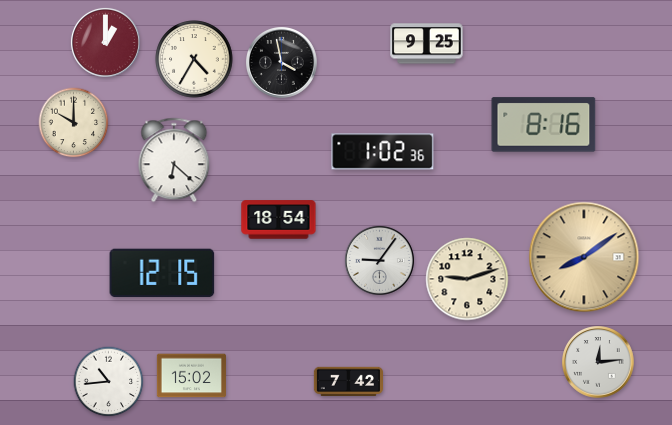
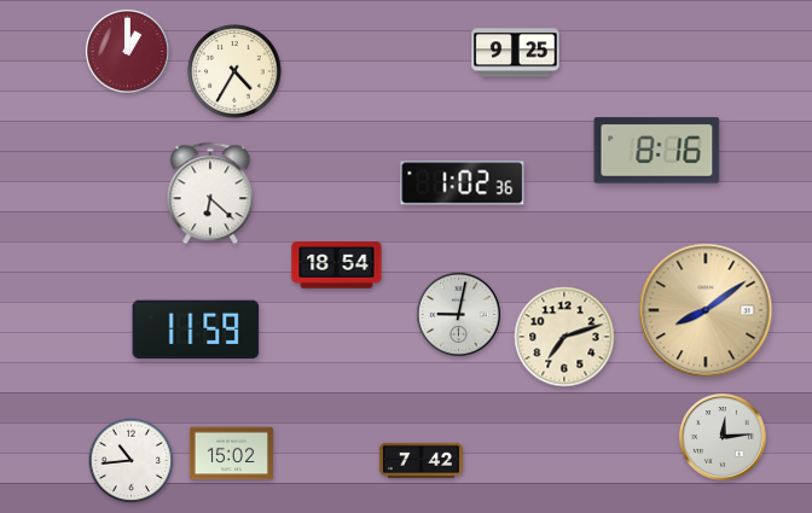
clock at (282, 63): 3:58 -> none
clock at (74, 123): 10:00 -> none
clock at (379, 260): 9:06 -> 9:02
clock at (162, 273): 12:15 -> 11:59
clock at (467, 279): 9:12 -> 7:12
